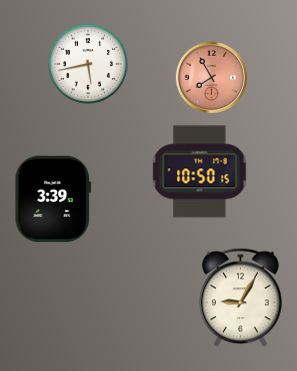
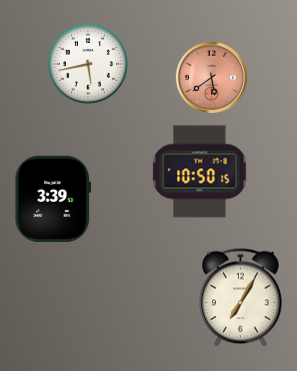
clock at (211, 77): 7:55 -> 5:39
clock at (241, 298): 9:05 -> 7:05
